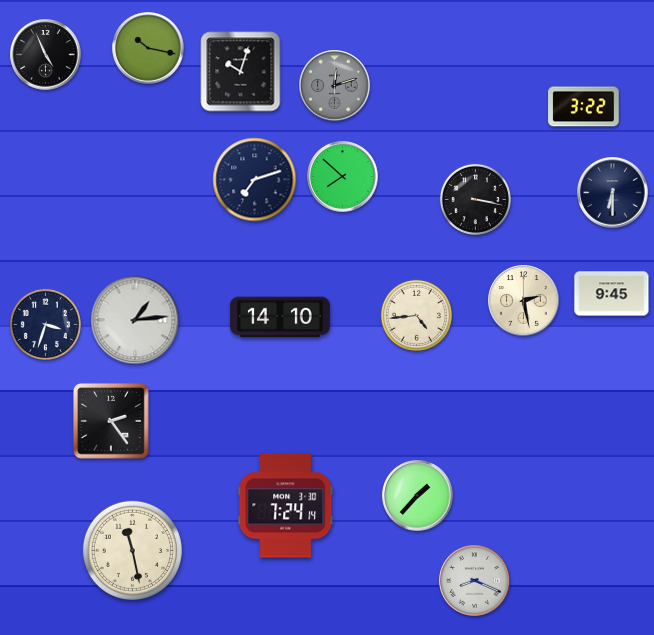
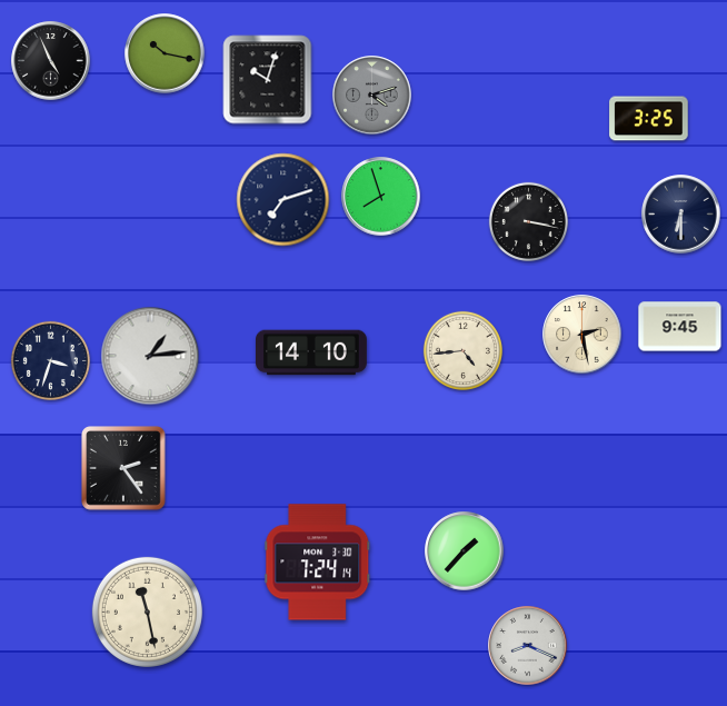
clock at (335, 86): 12:12 -> 4:12
clock at (584, 107): 3:22 -> 3:25
clock at (343, 177): 7:52 -> 7:57
